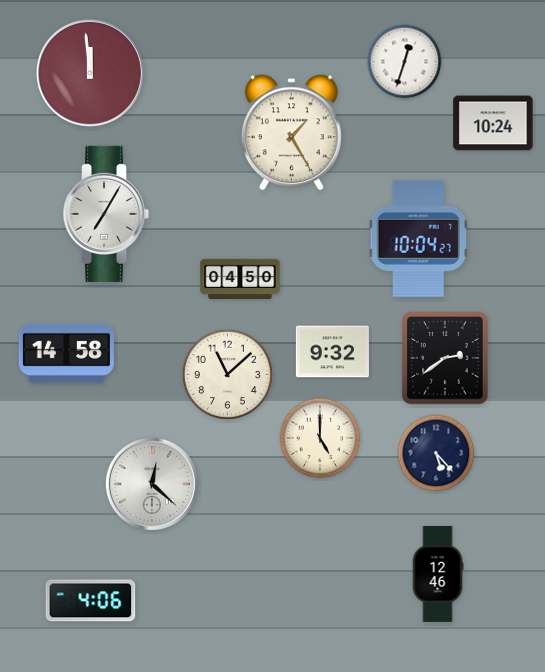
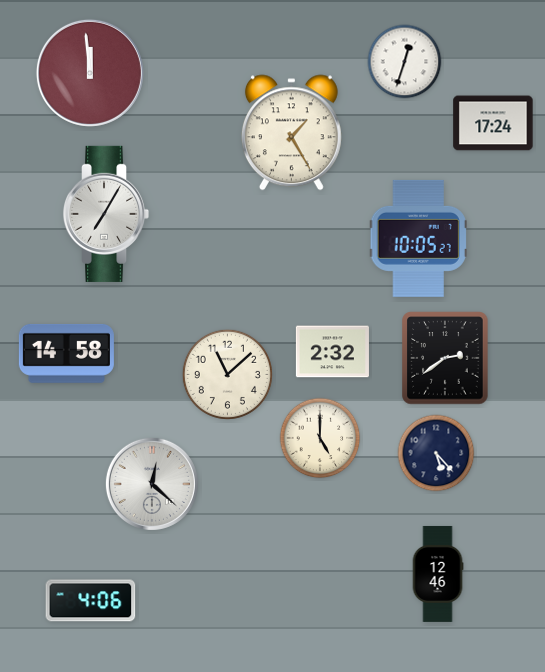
clock at (493, 123): 10:24 -> 17:24
clock at (418, 238): 10:04 -> 10:05
clock at (240, 278): 04:50 -> none
clock at (332, 352): 9:32 -> 2:32
